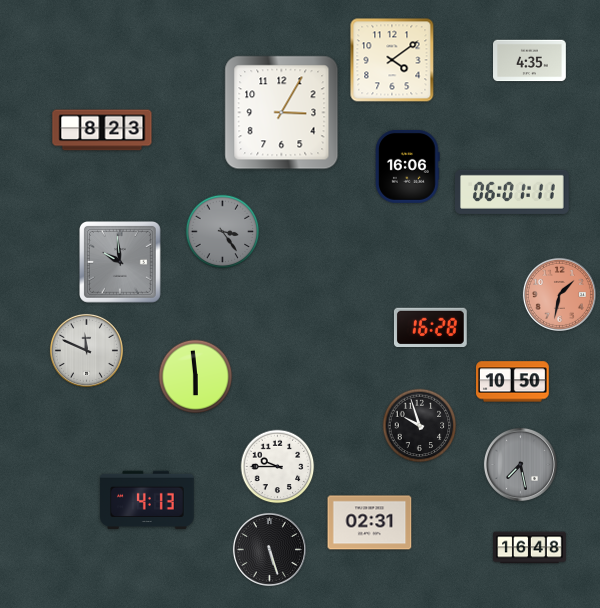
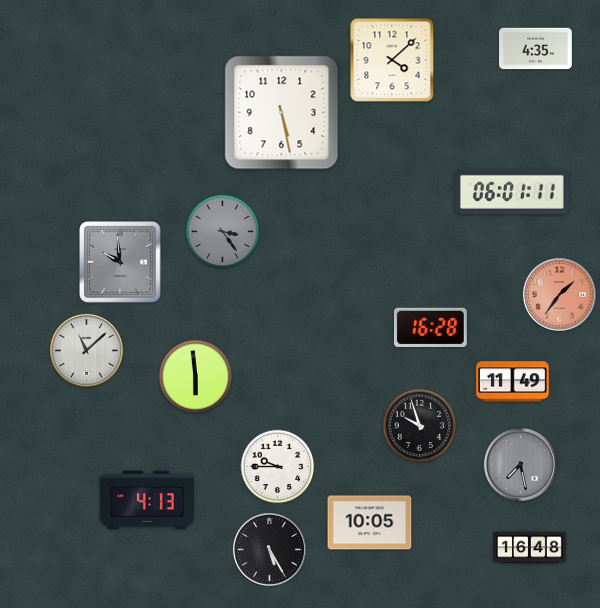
clock at (392, 60): 4:09 -> 4:08
clock at (530, 61) position: (530, 61) -> (536, 49)
clock at (282, 113): 3:05 -> 5:28
clock at (102, 130): 8:23 -> none
clock at (408, 167): 16:06 -> none
clock at (559, 294): 1:32 -> 1:36
clock at (86, 350): 11:49 -> 11:08
clock at (513, 382): 10:50 -> 11:49
clock at (370, 523): 02:31 -> 10:05
clock at (269, 549): 5:27 -> 5:25
